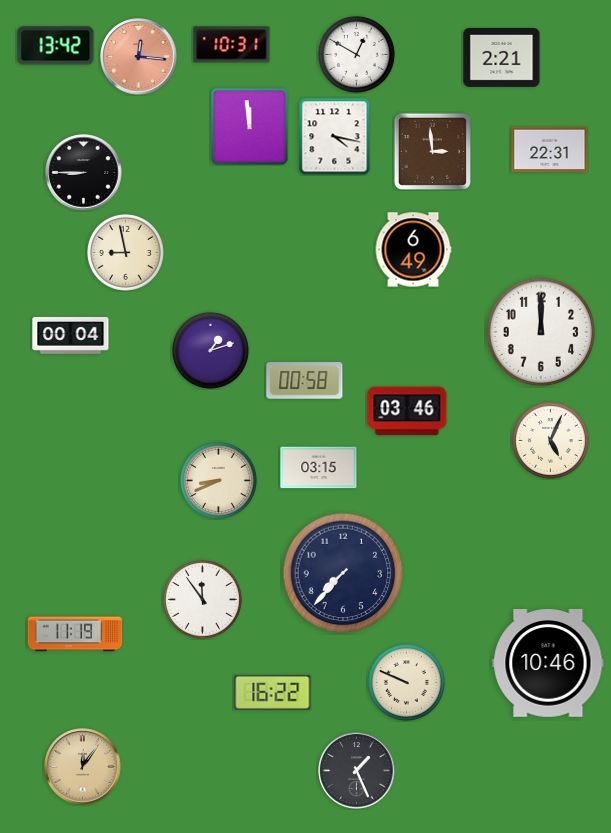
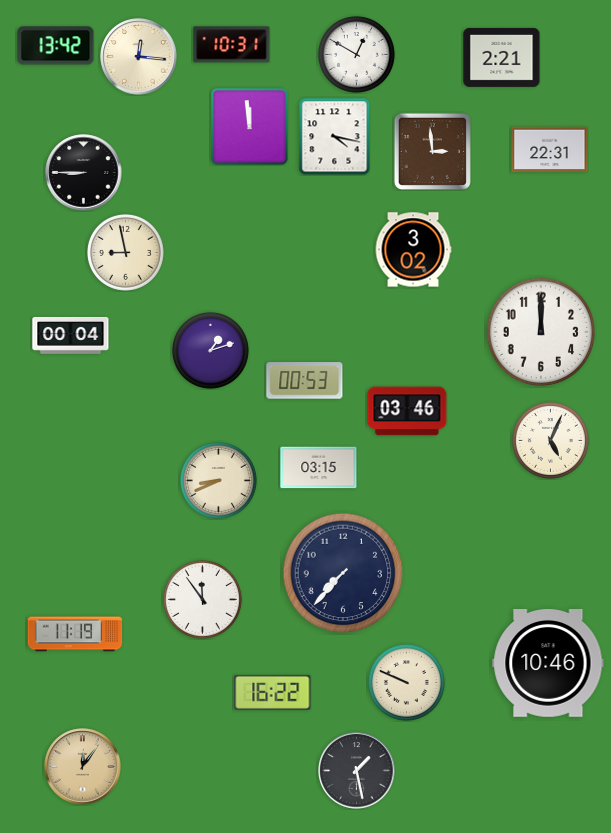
clock at (139, 57) dial: salmon -> cream
clock at (413, 250): 6:49 -> 3:02
clock at (305, 381): 00:58 -> 00:53
clock at (357, 771): 1:26 -> 1:28
